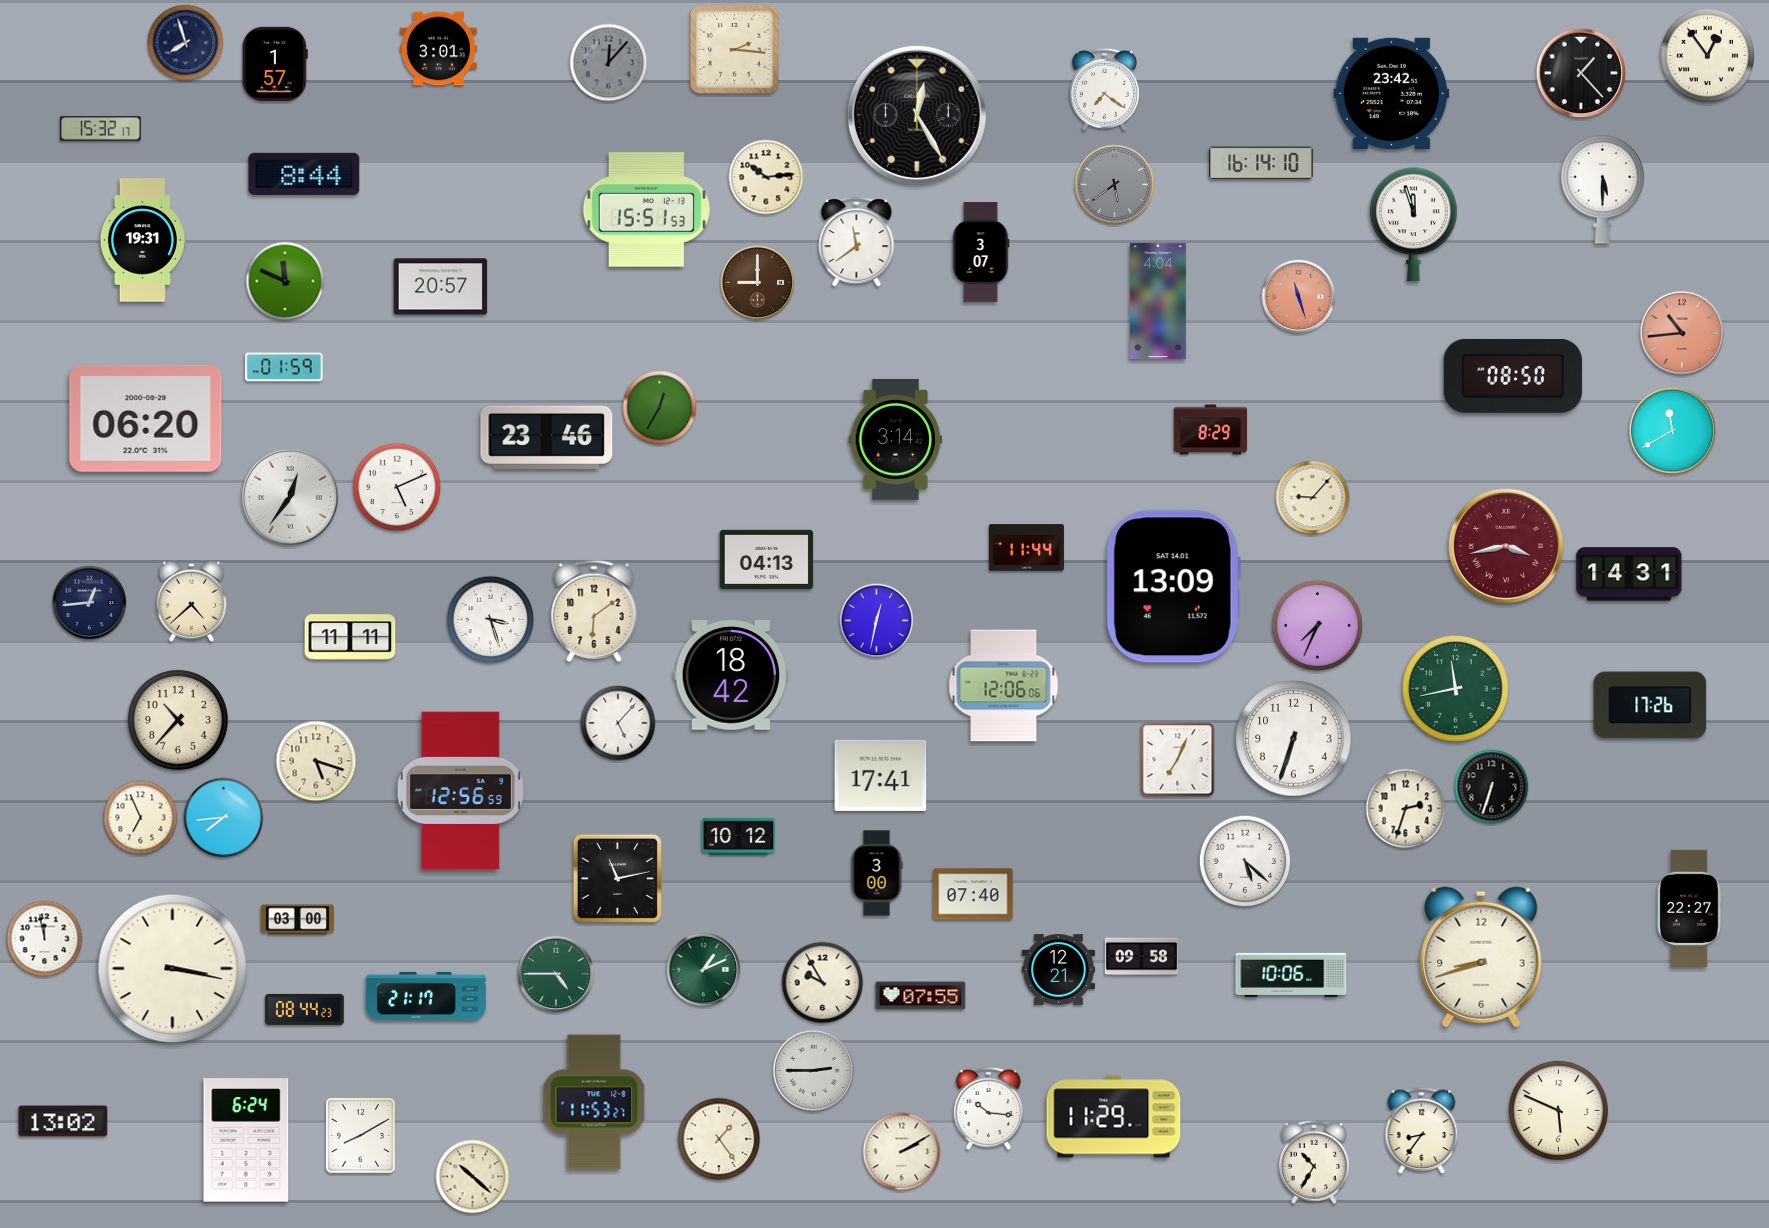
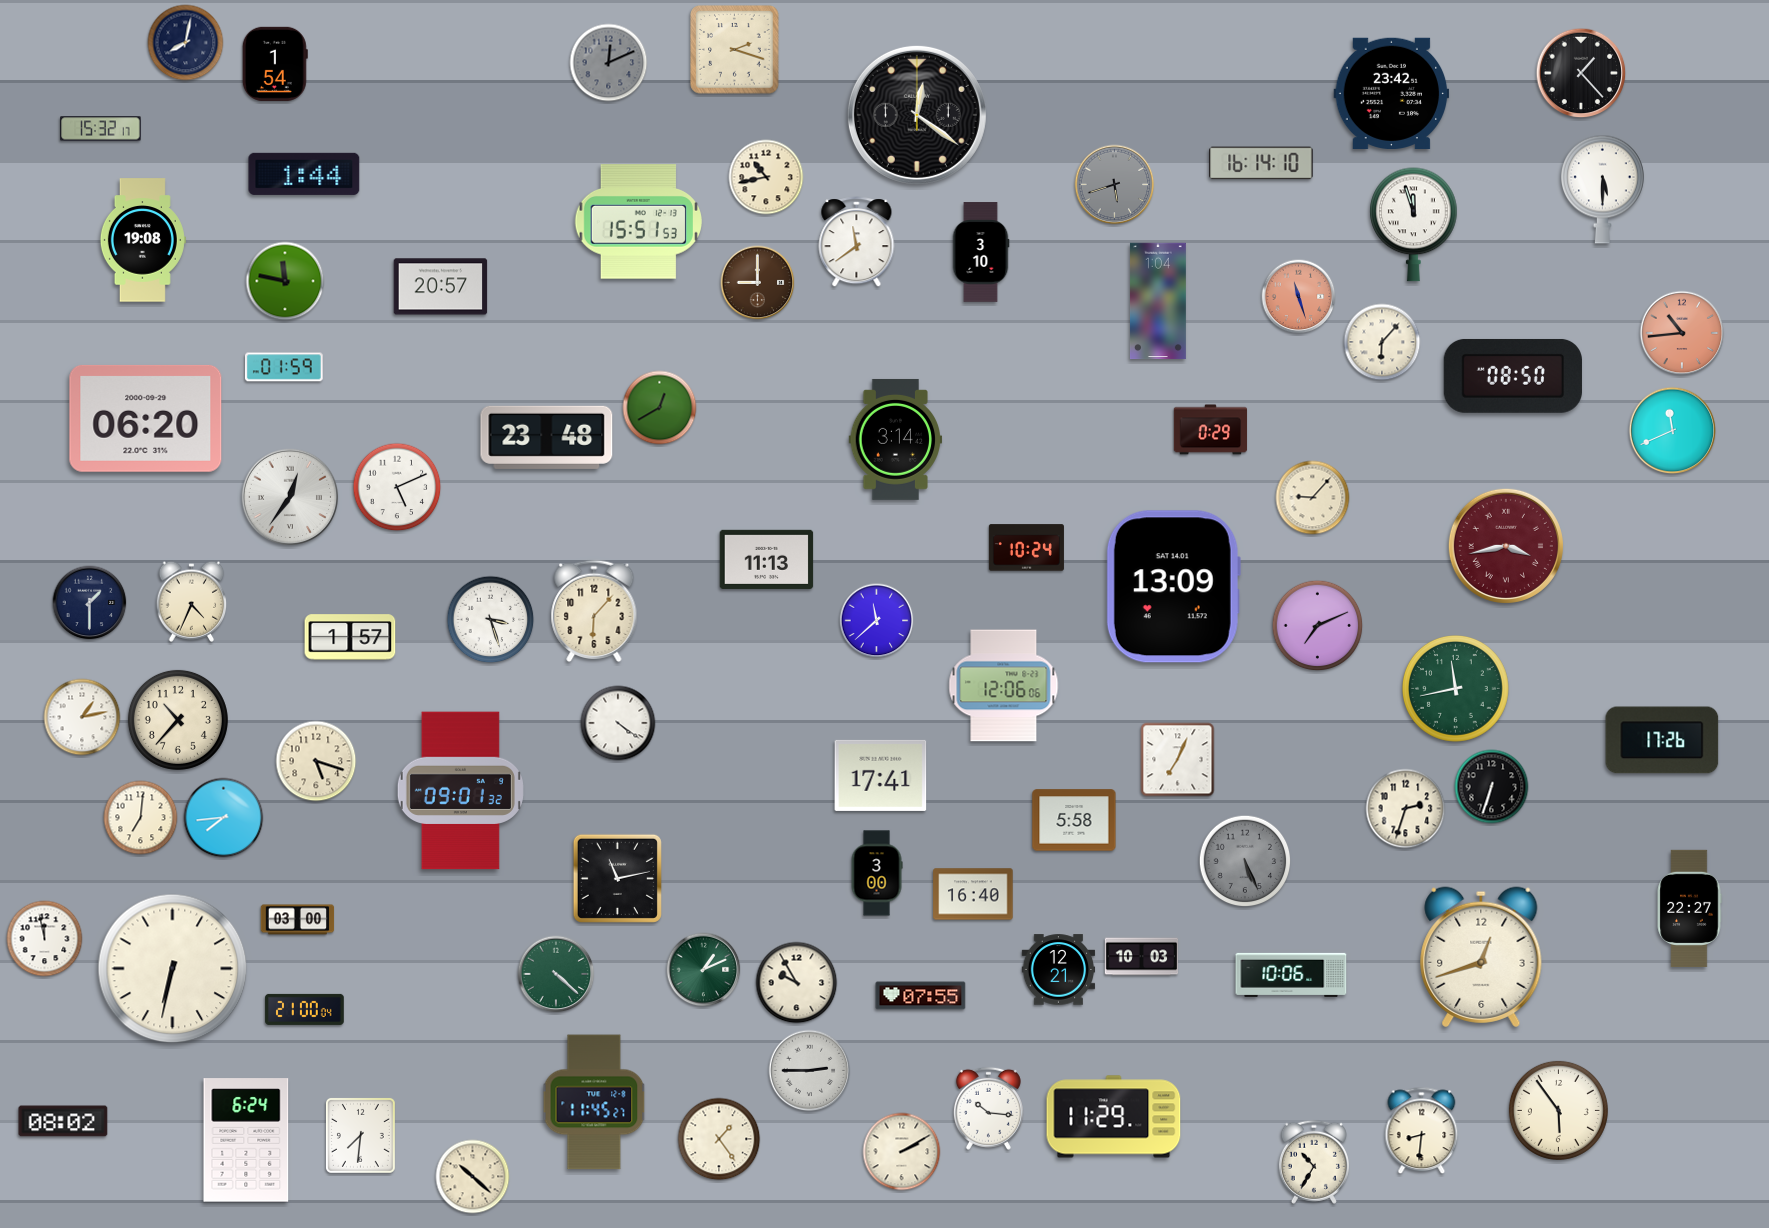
clock at (186, 43): 7:57 -> 8:02
clock at (438, 49): 3:01 -> none
clock at (735, 50): 2:16 -> 2:18
clock at (1707, 55): 12:54 -> none
clock at (609, 63): 12:07 -> 12:11
clock at (275, 64): 1:57 -> 1:54
clock at (1104, 89): 7:21 -> none
clock at (917, 115): 12:25 -> 12:21
clock at (304, 174): 8:44 -> 1:44
clock at (766, 177): 10:14 -> 10:43
clock at (1115, 185): 5:39 -> 5:42
clock at (646, 210) position: (646, 210) -> (638, 222)
clock at (143, 240): 19:31 -> 19:08
clock at (981, 252): 3:07 -> 3:10
clock at (285, 281): 11:49 -> 11:47
clock at (1158, 301): 4:04 -> 1:04
clock at (1382, 342): none -> 6:07
clock at (660, 408): 12:35 -> 12:40
clock at (1211, 430): 8:29 -> 0:29
clock at (1673, 431): 11:40 -> 11:41
clock at (547, 437): 23:46 -> 23:48
clock at (1026, 548): 11:44 -> 10:24
clock at (767, 559): 04:13 -> 11:13
clock at (1629, 574): 14:31 -> none
clock at (192, 601): 4:38 -> 4:34
clock at (90, 603): 12:44 -> 1:30
clock at (594, 611): 6:09 -> 6:07
clock at (877, 621): 12:32 -> 11:38
clock at (1318, 626): 7:34 -> 7:11
clock at (350, 637): 11:11 -> 1:57
clock at (731, 676): 18:42 -> none
clock at (1650, 705) position: (1650, 705) -> (1662, 740)
clock at (82, 717): none -> 1:13
clock at (618, 723): 5:07 -> 4:21
clock at (1294, 739): 6:33 -> none
clock at (460, 791): 12:56 -> 09:01
clock at (141, 818): 6:56 -> 7:01
clock at (1074, 820): none -> 5:58
clock at (739, 836): 10:12 -> none
clock at (1245, 861): 5:22 -> 5:26
clock at (1245, 861) dial: white -> grey
clock at (973, 894): 07:40 -> 16:40
clock at (1142, 957): 09:58 -> 10:03
clock at (1481, 957): 8:42 -> 12:42
clock at (173, 969): 3:17 -> 6:32
clock at (556, 974): 4:45 -> 4:22
clock at (823, 983) position: (823, 983) -> (797, 983)
clock at (426, 996): 21:17 -> none
clock at (305, 1009): 08:44 -> 21:00
clock at (814, 1071) position: (814, 1071) -> (810, 1071)
clock at (594, 1102): 11:53 -> 11:45
clock at (1558, 1110): 5:49 -> 5:54
clock at (63, 1121): 13:02 -> 08:02
clock at (1422, 1131): 8:36 -> 8:31
clock at (360, 1135): 8:10 -> 7:31
